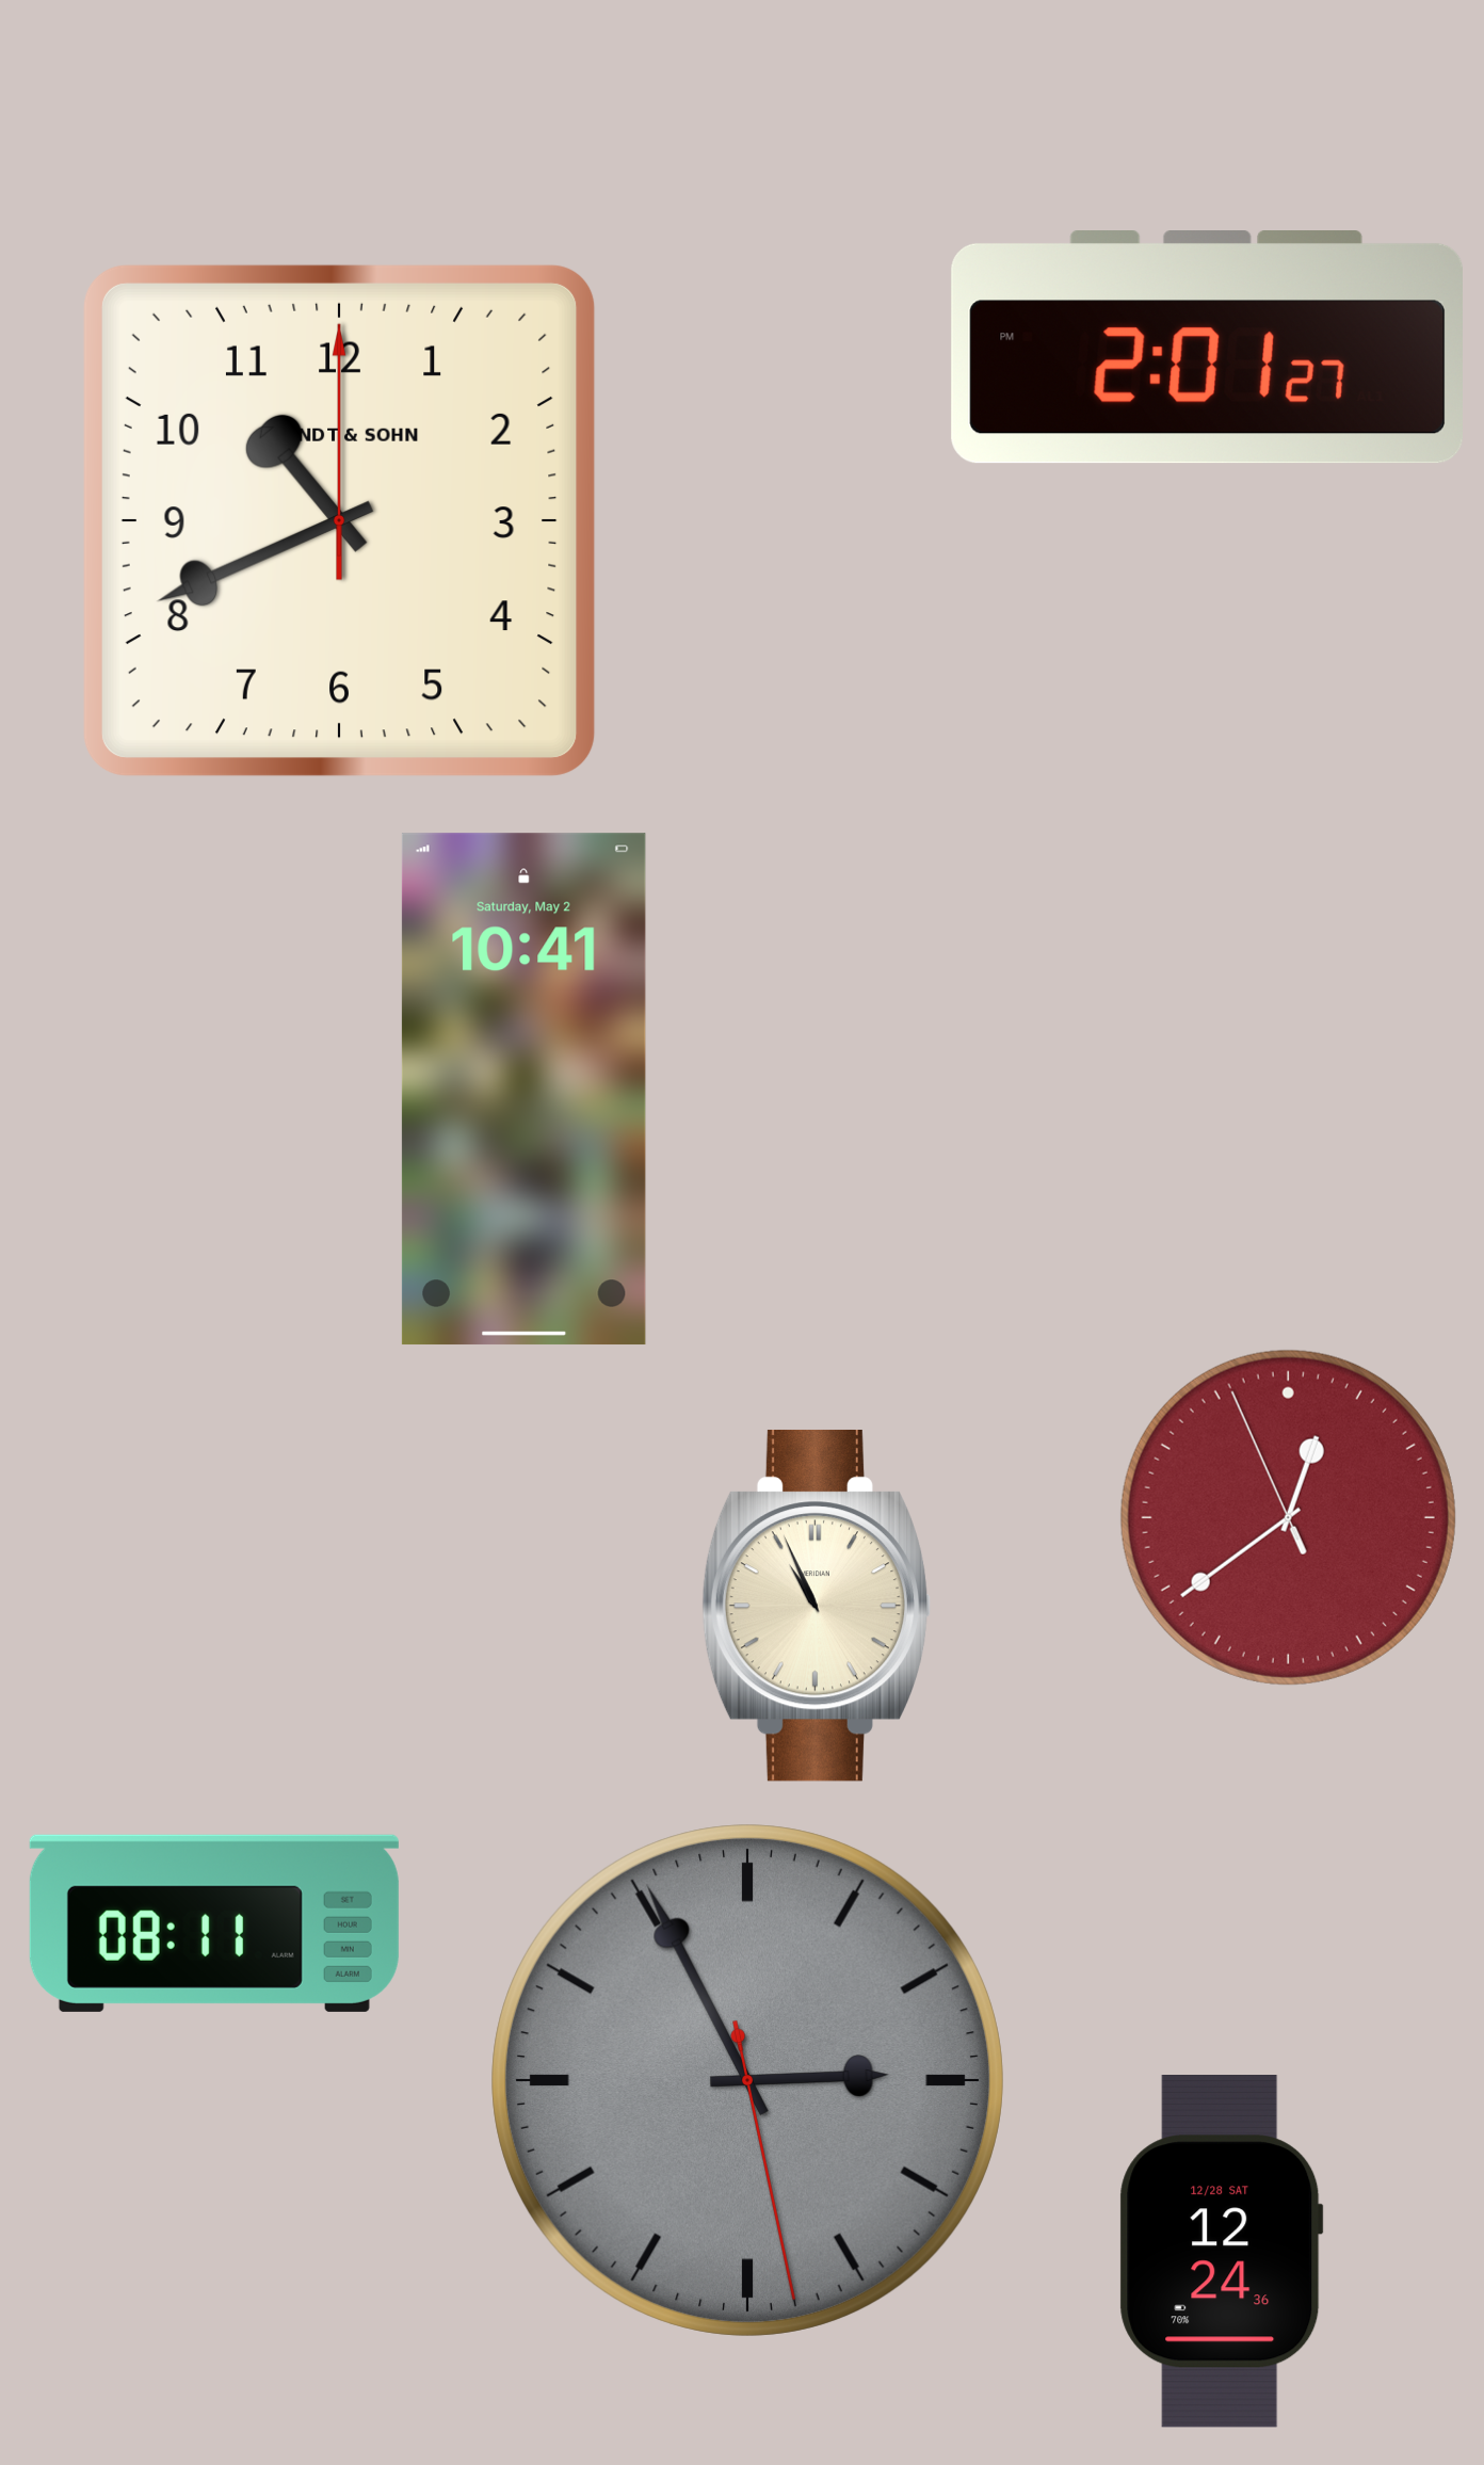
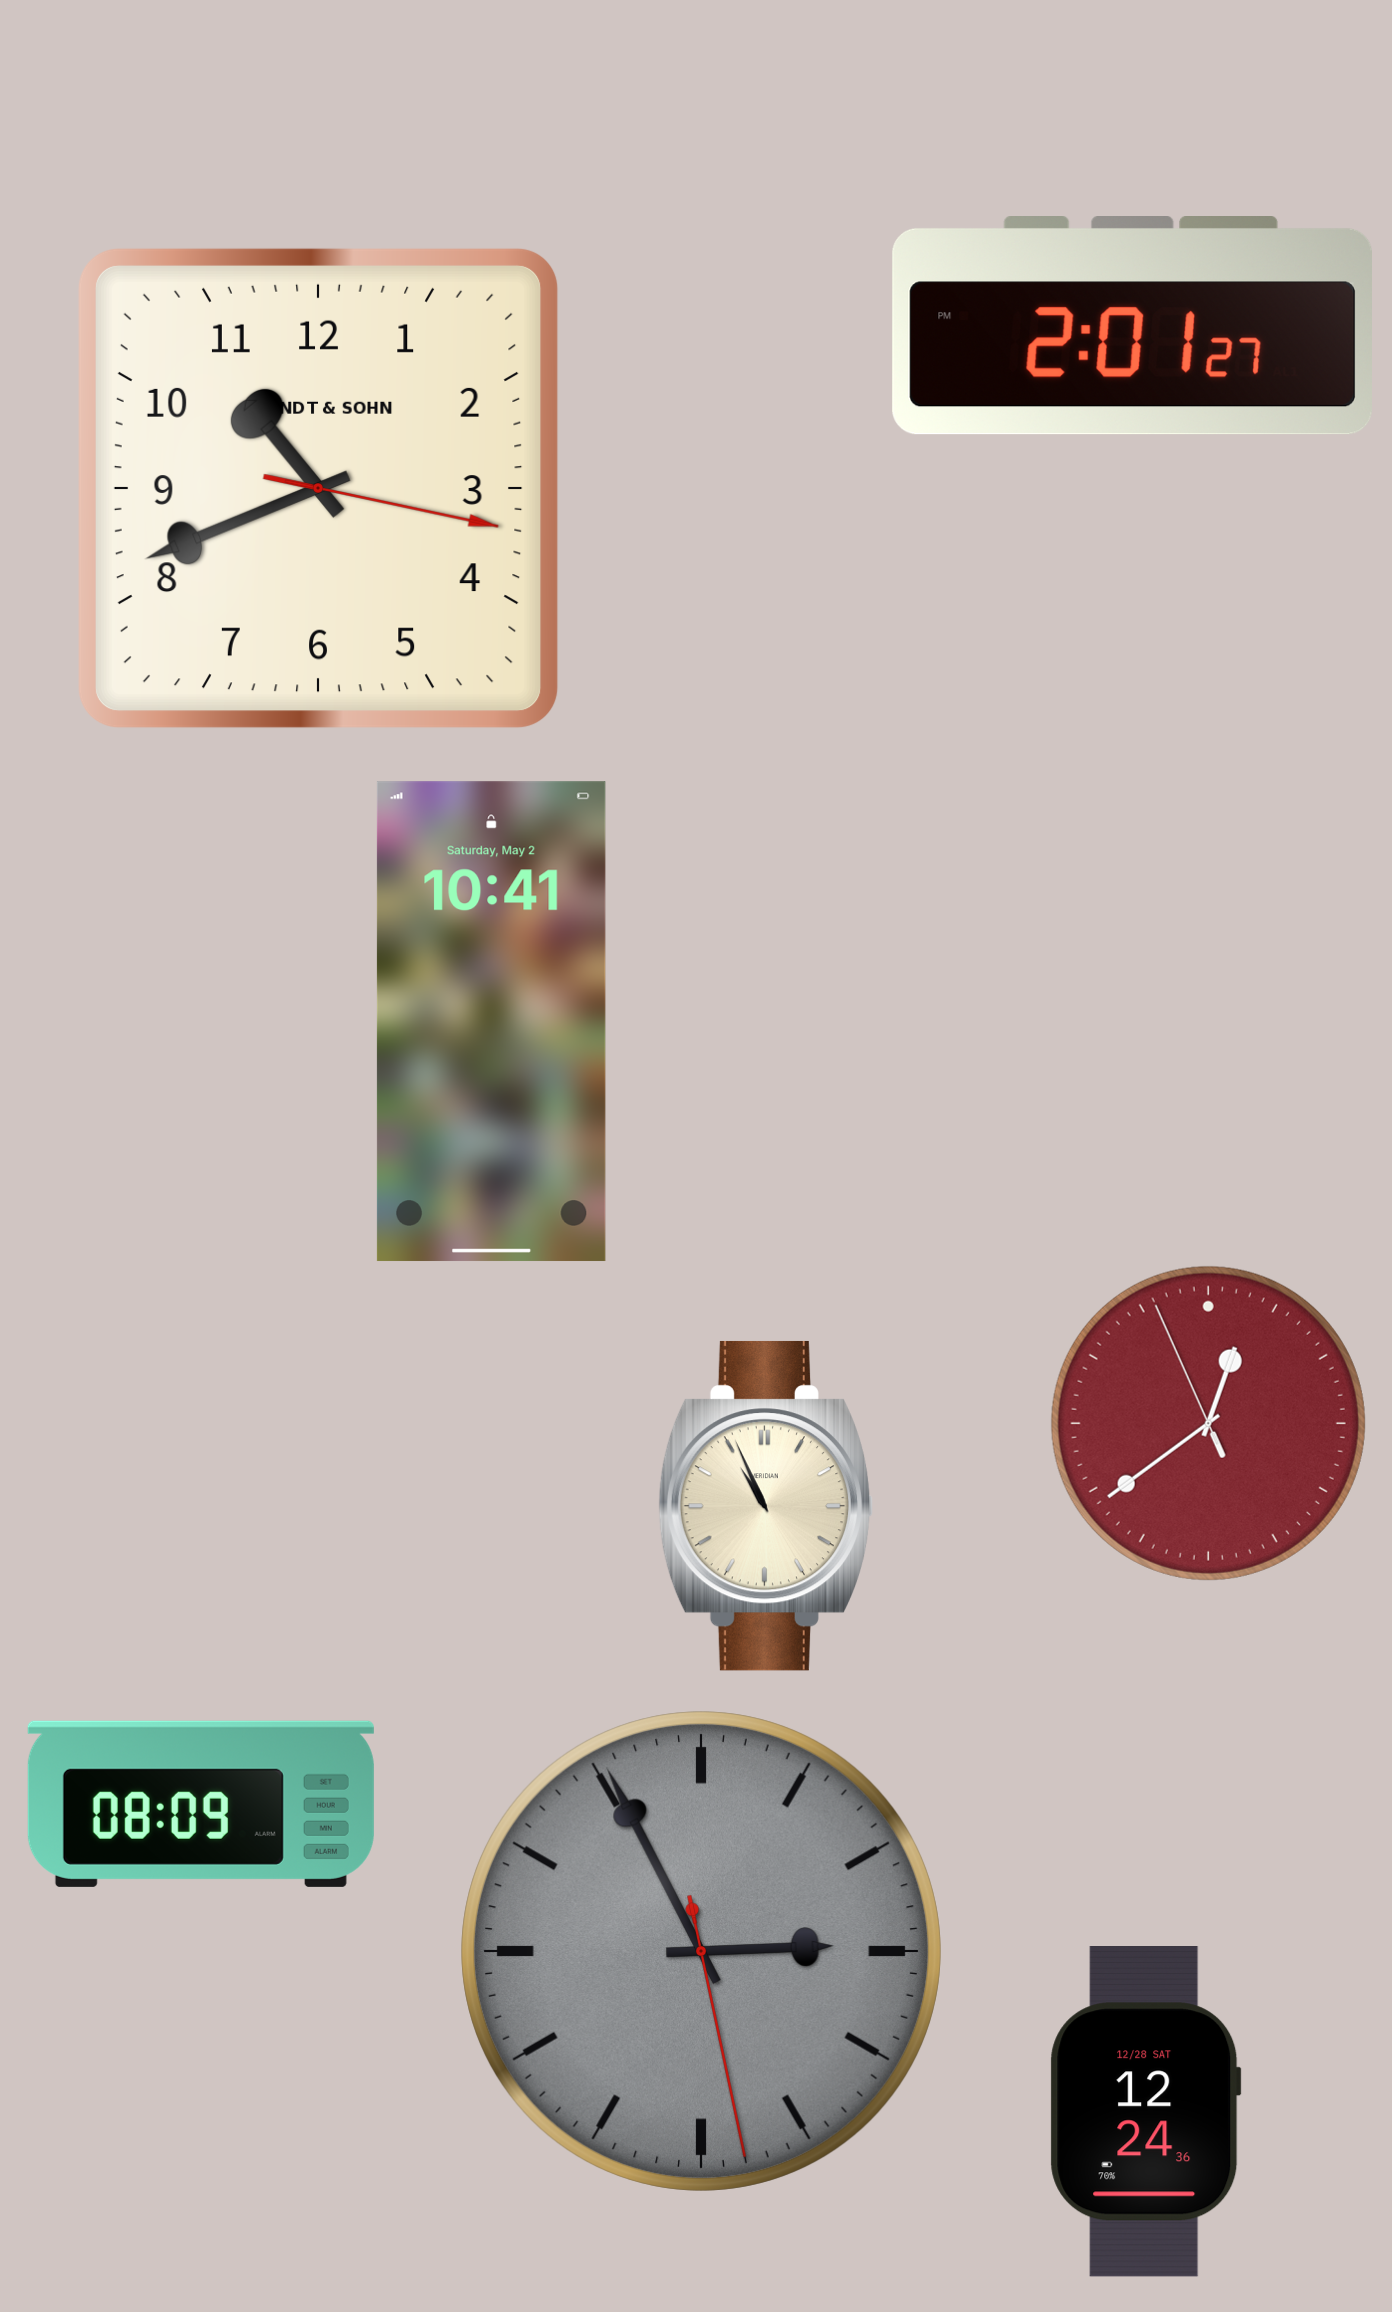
clock at (339, 520): 10:41:00 -> 10:41:17
clock at (214, 1923): 08:11 -> 08:09
